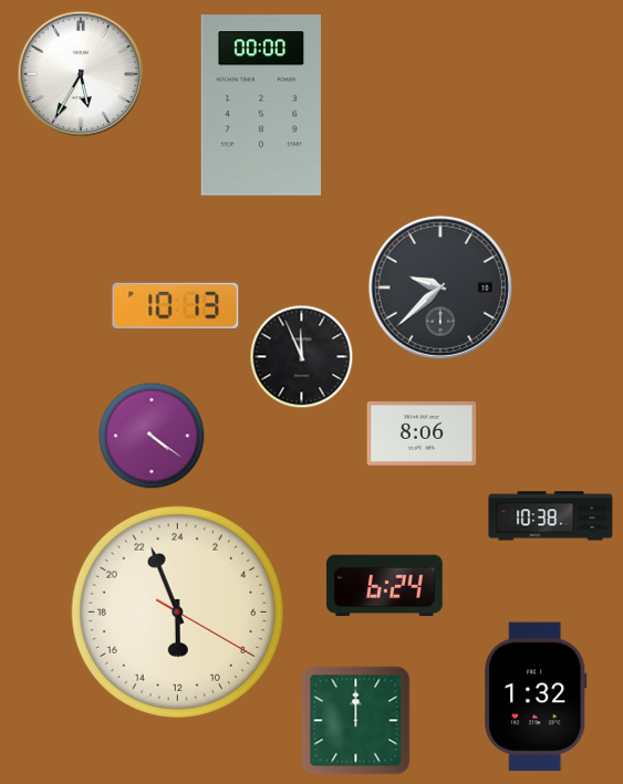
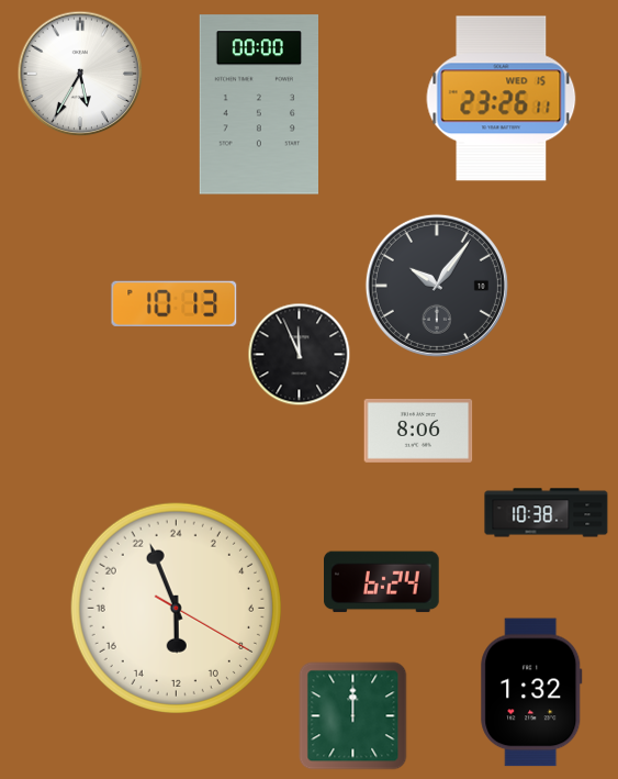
clock at (502, 99): none -> 23:26
clock at (440, 288): 9:38 -> 10:06
clock at (152, 436): 4:21 -> none
